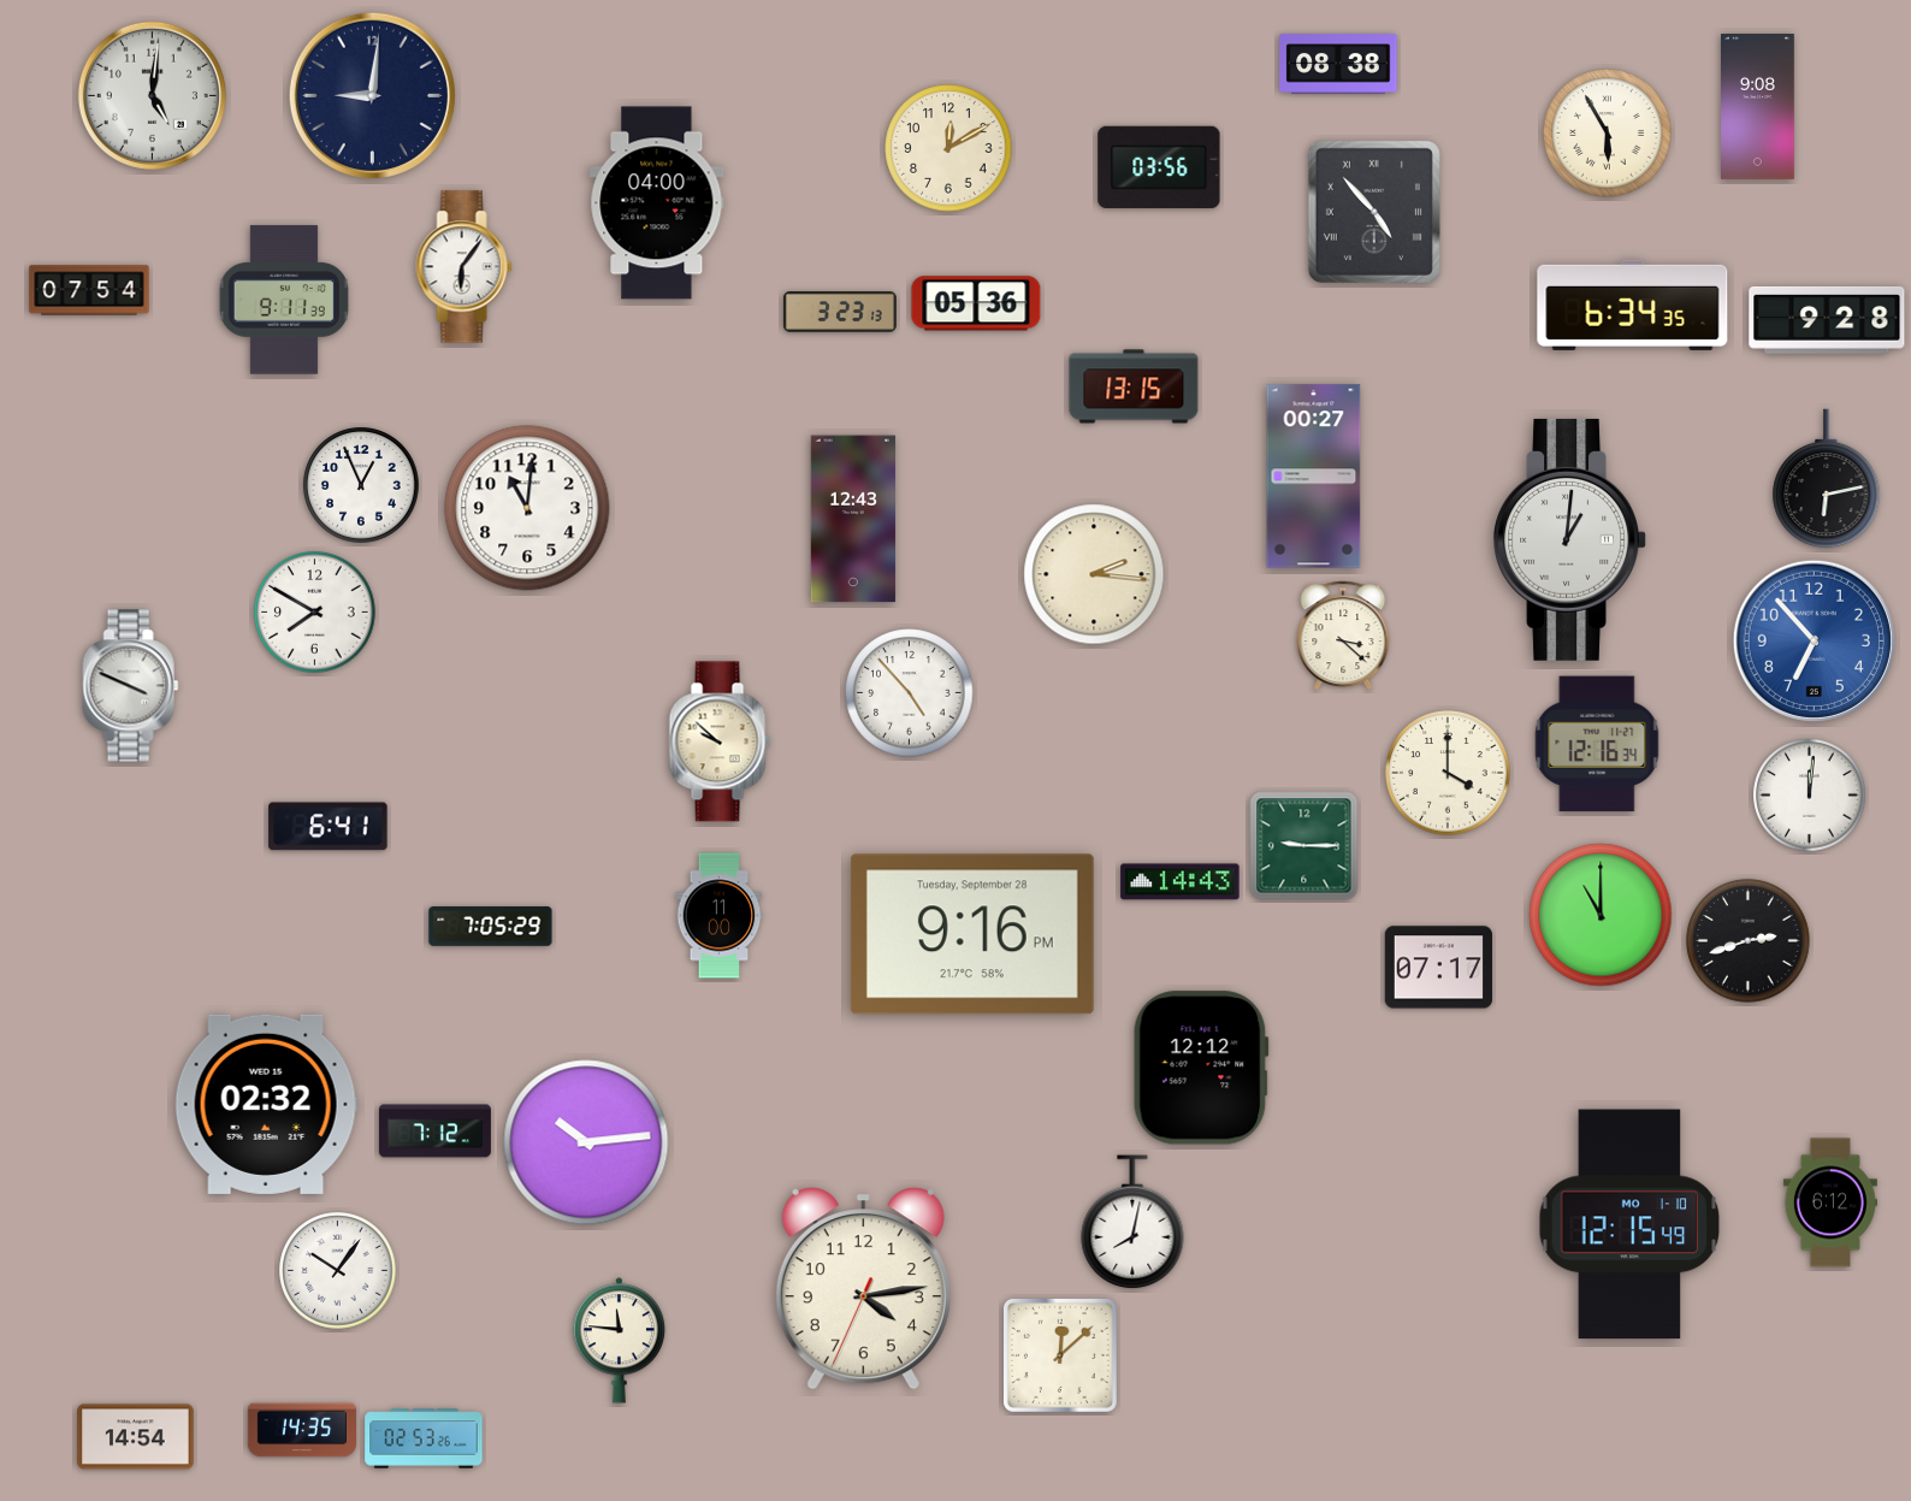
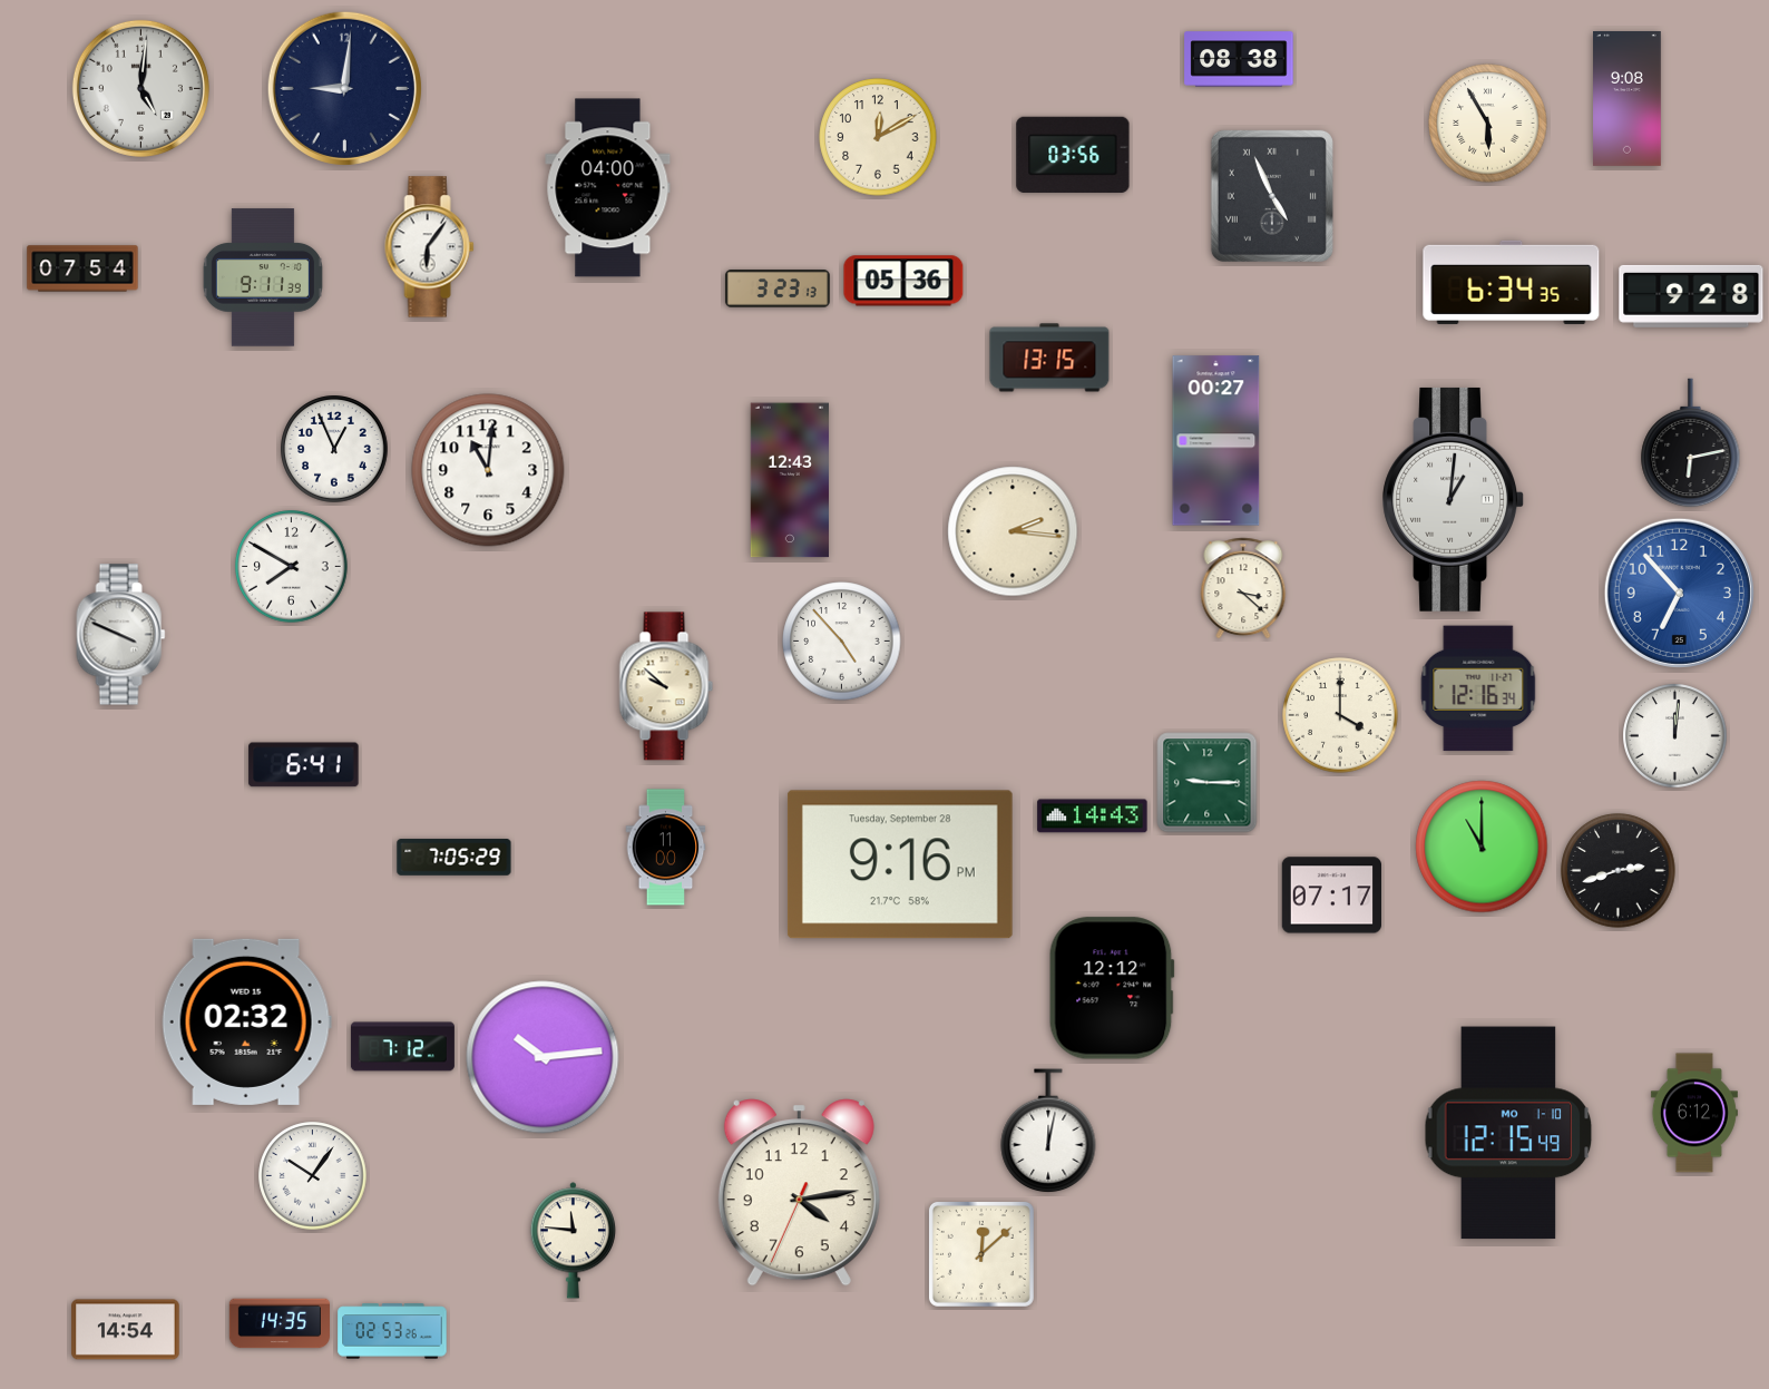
clock at (1374, 212): 4:53 -> 4:56
clock at (1132, 1223): 8:02 -> 12:02
